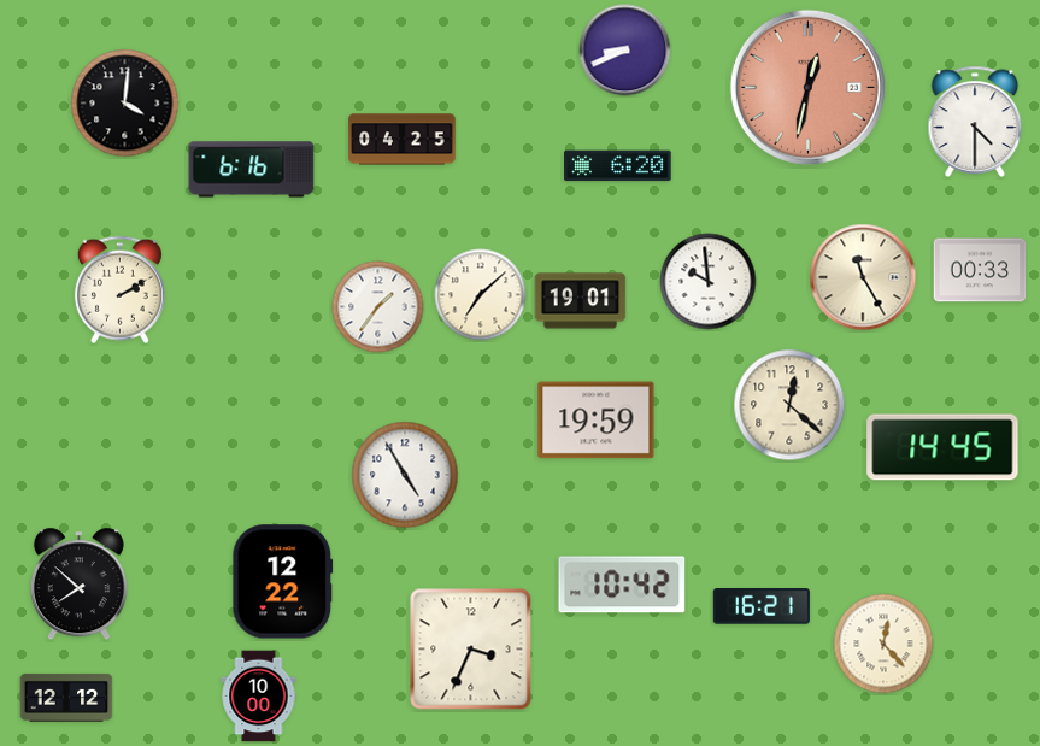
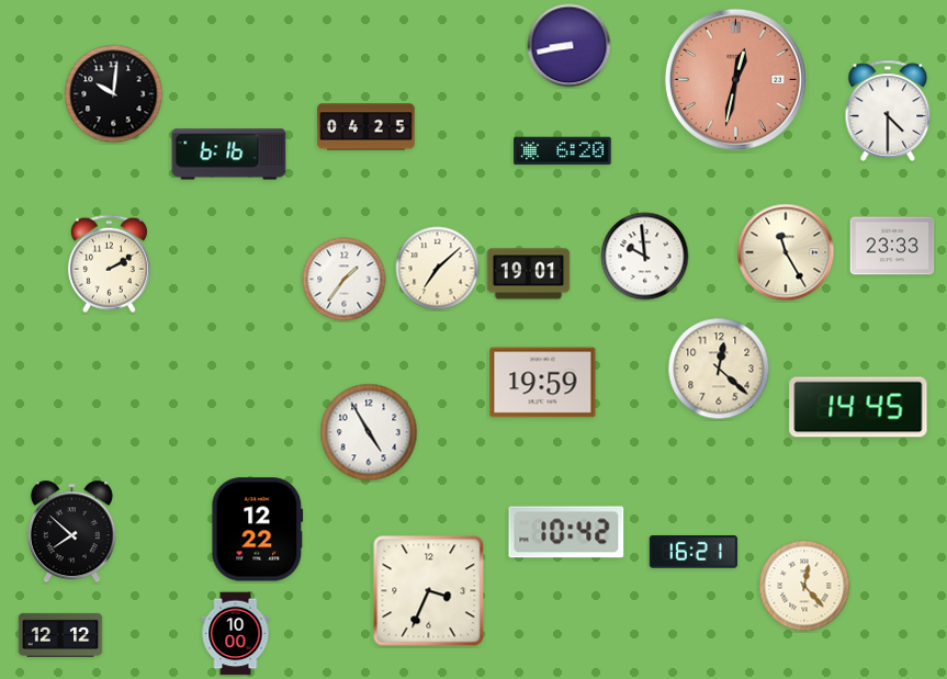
clock at (625, 51): 8:41 -> 8:43
clock at (125, 104): 4:01 -> 10:01
clock at (980, 270): 00:33 -> 23:33
